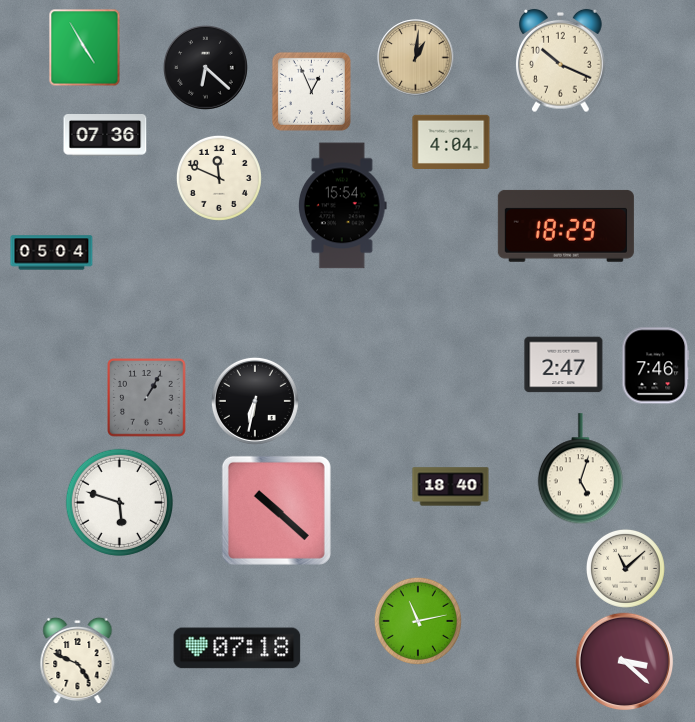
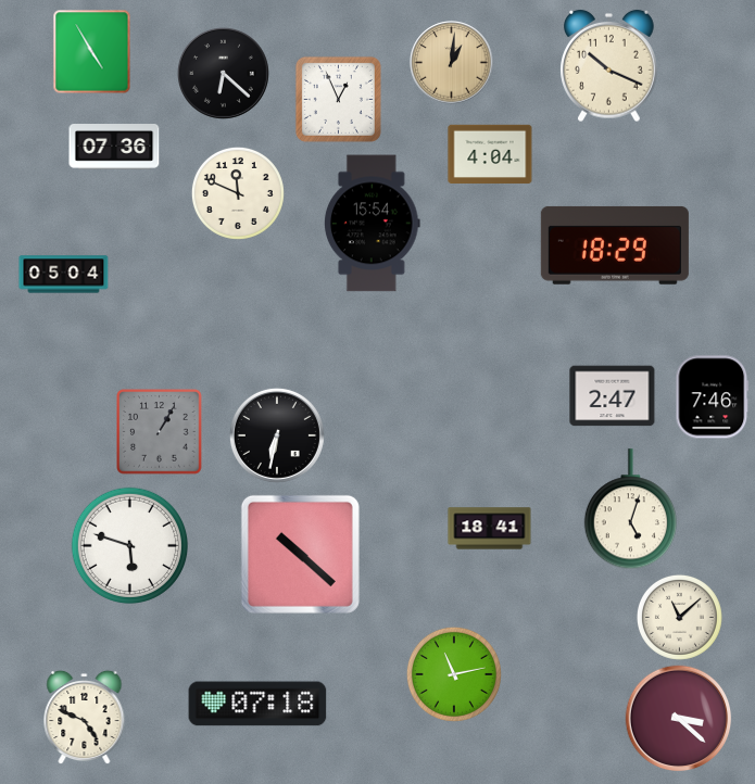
clock at (52, 253) position: (52, 253) -> (64, 275)
clock at (451, 487): 18:40 -> 18:41
